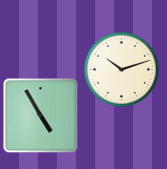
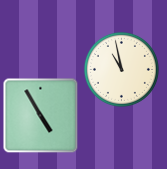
clock at (121, 69): 10:12 -> 10:58
